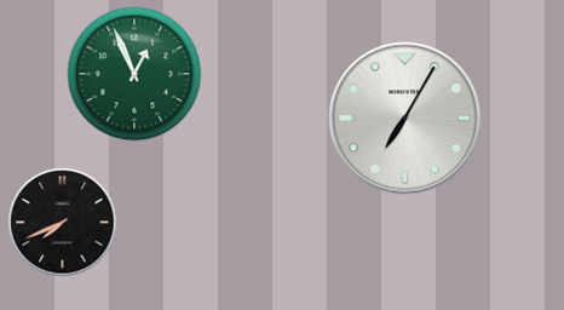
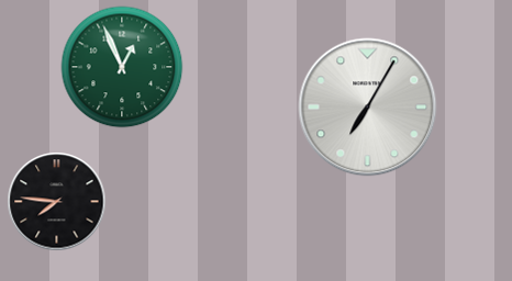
clock at (63, 223): 7:41 -> 7:46
